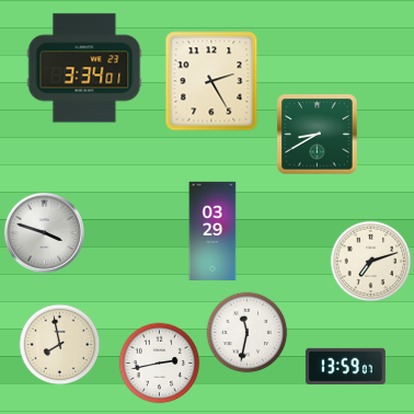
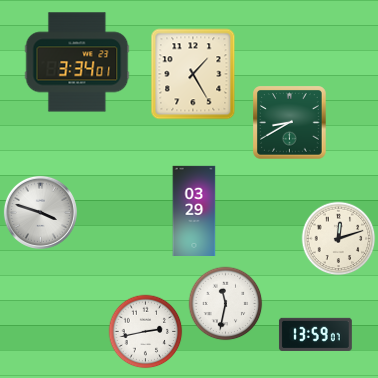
clock at (211, 81): 2:25 -> 1:25
clock at (371, 262): 7:12 -> 12:12
clock at (60, 345): 7:58 -> none
